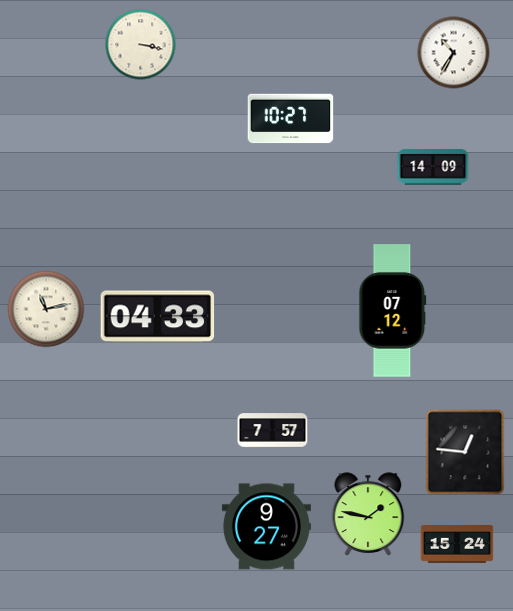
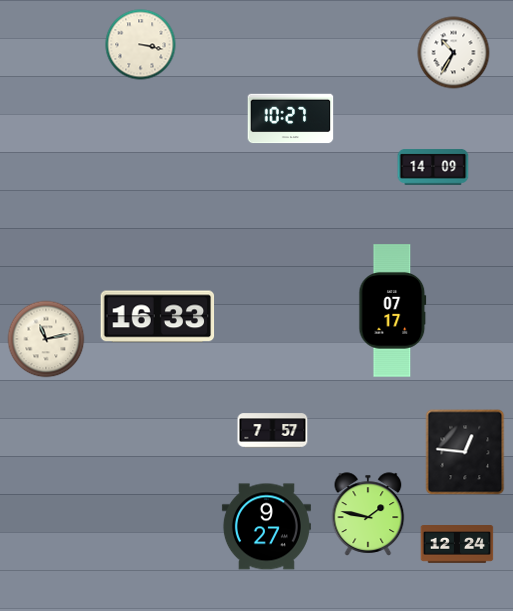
clock at (46, 309) position: (46, 309) -> (46, 339)
clock at (393, 311): 07:12 -> 07:17
clock at (158, 317): 04:33 -> 16:33
clock at (457, 545): 15:24 -> 12:24
